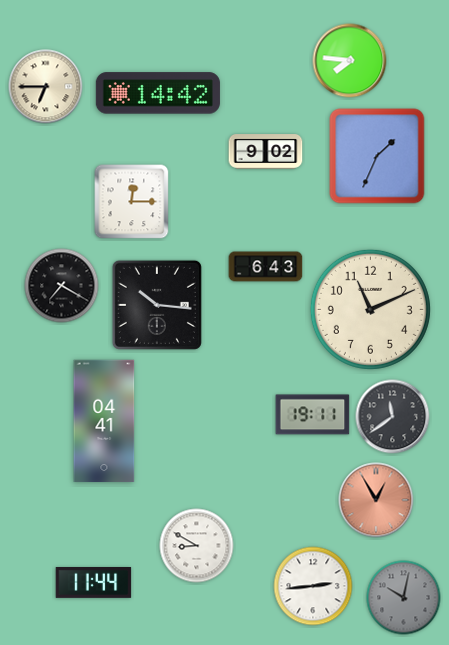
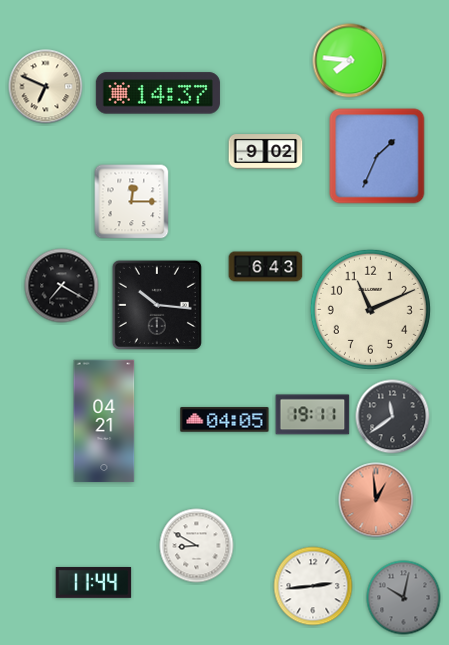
clock at (46, 87): 6:45 -> 6:49
clock at (158, 93): 14:42 -> 14:37
clock at (225, 420): none -> 04:05
clock at (104, 421): 04:41 -> 04:21
clock at (376, 500): 12:55 -> 12:59
